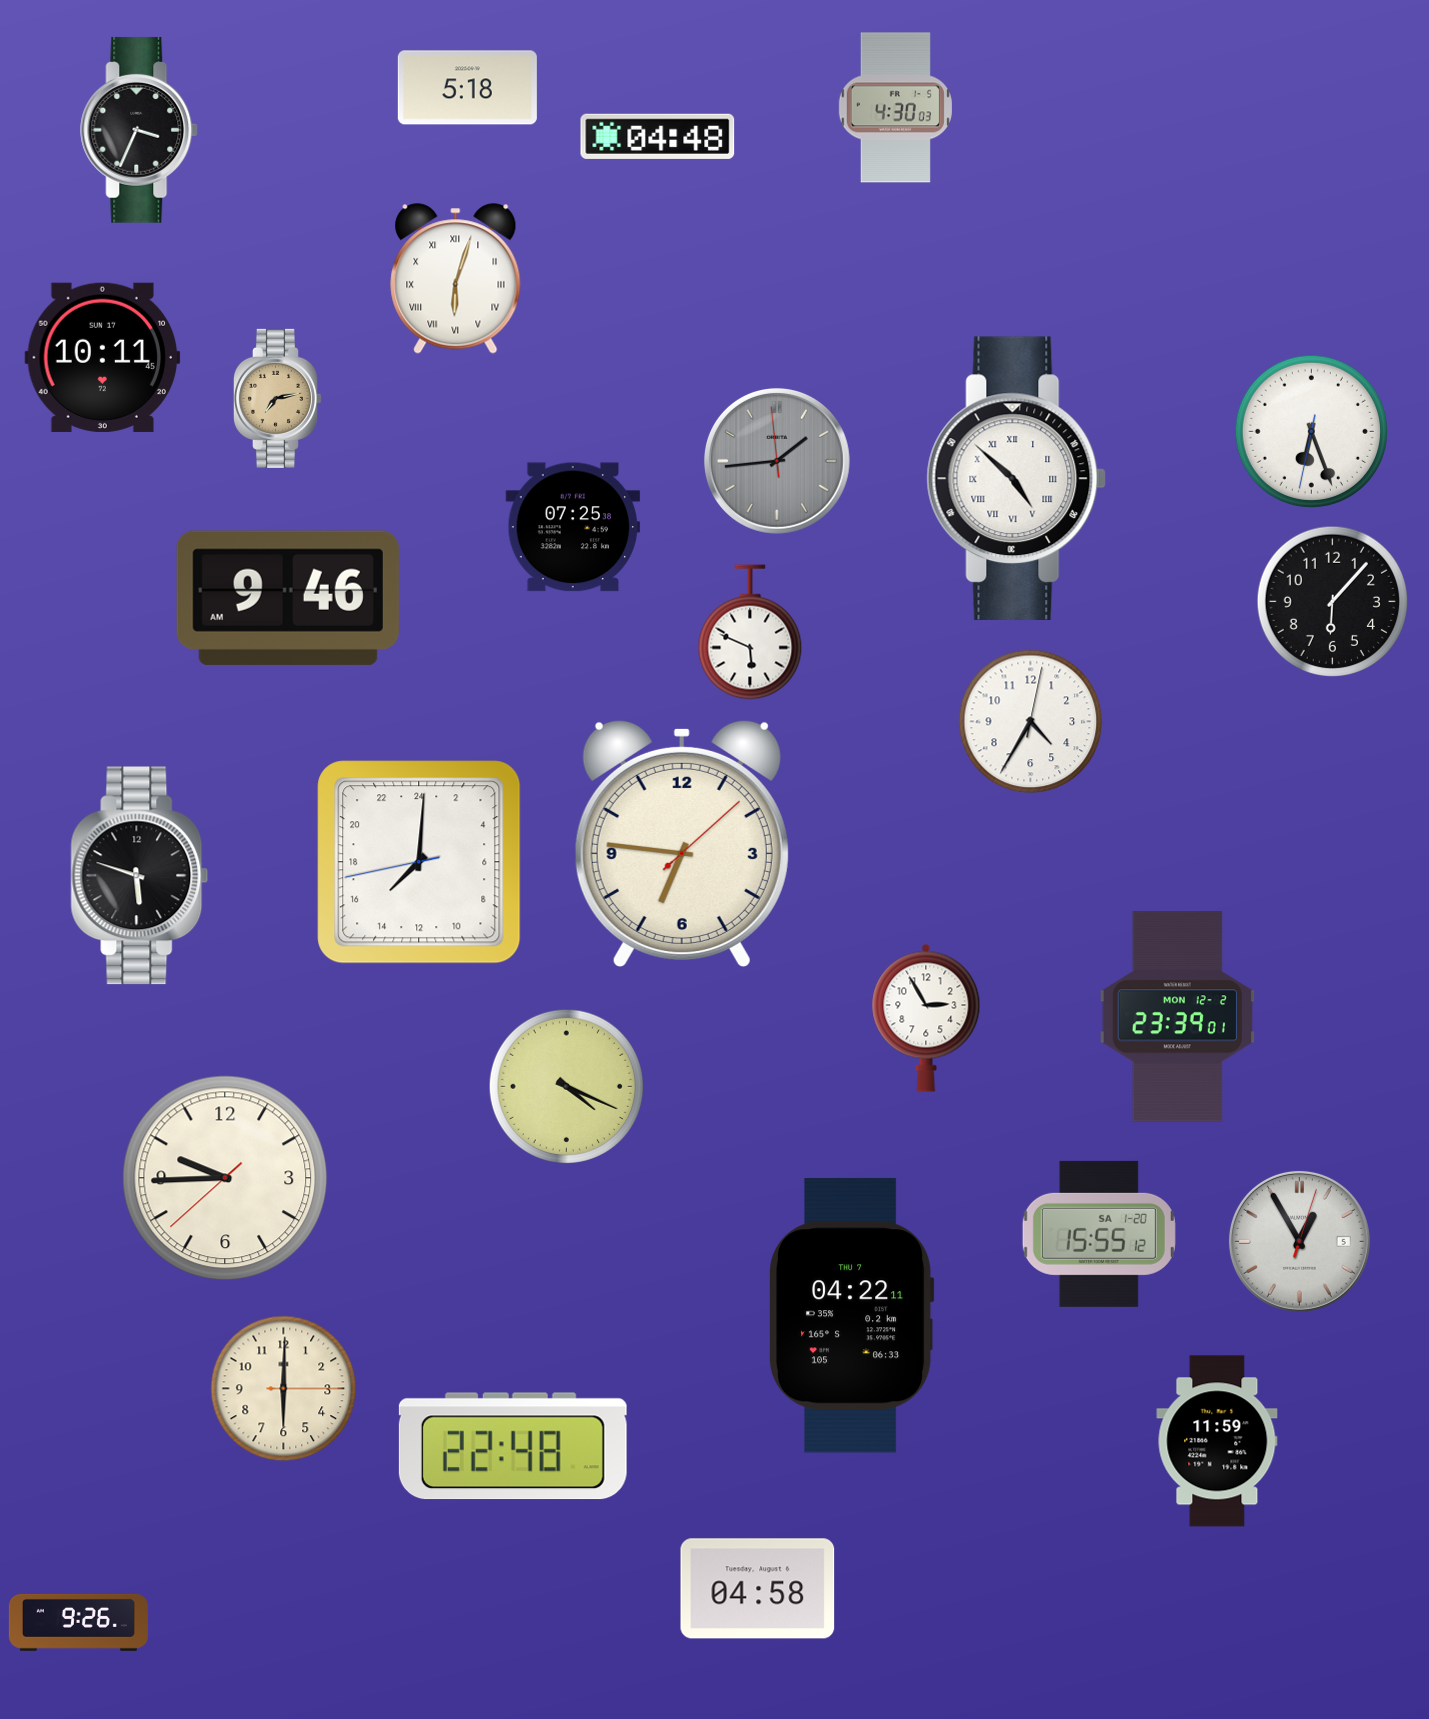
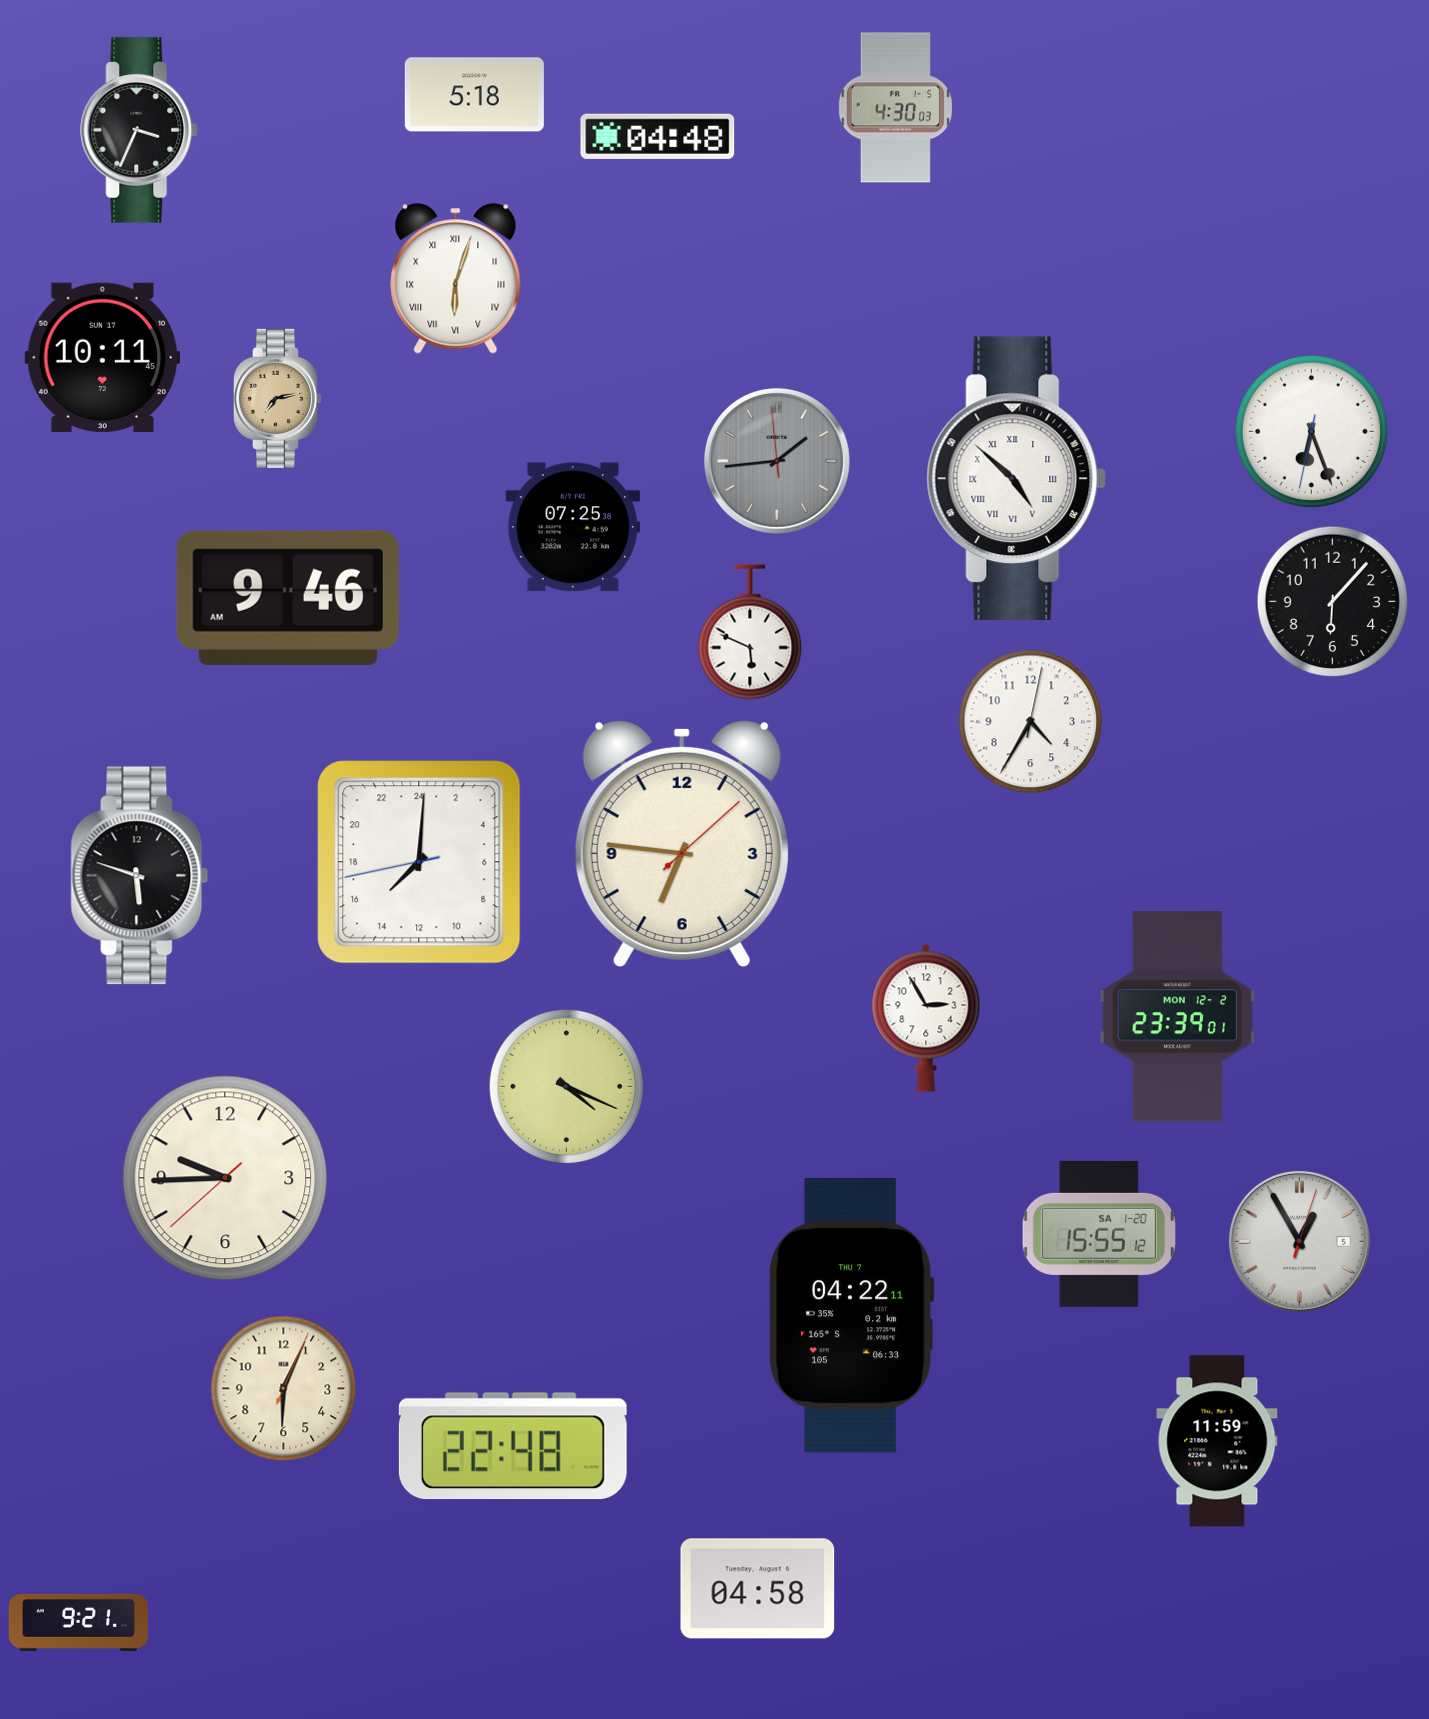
clock at (467, 88) position: (467, 88) -> (474, 95)
clock at (284, 1389): 6:00 -> 6:04
clock at (78, 1622): 9:26 -> 9:21
